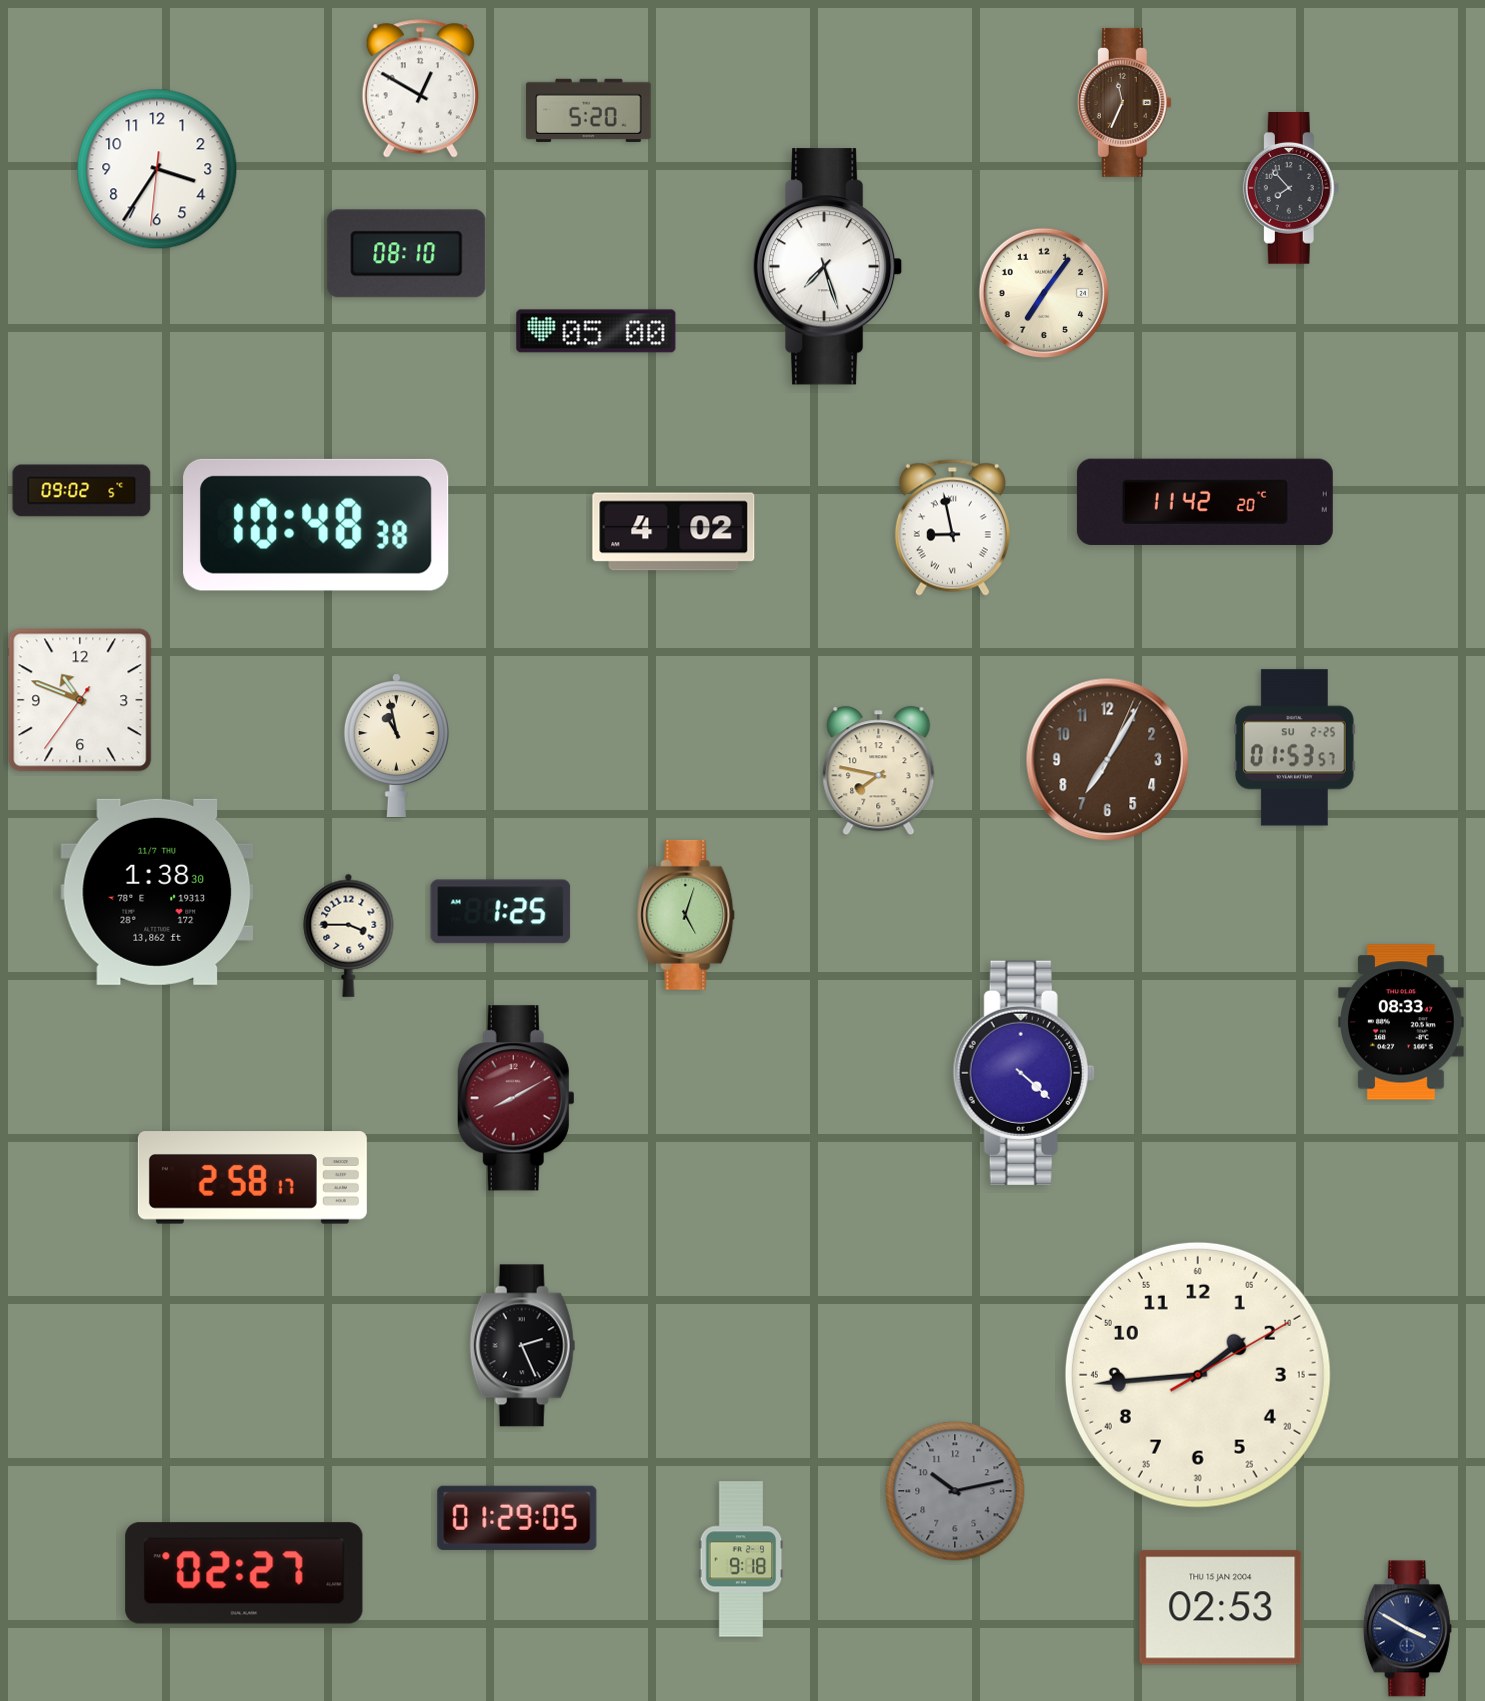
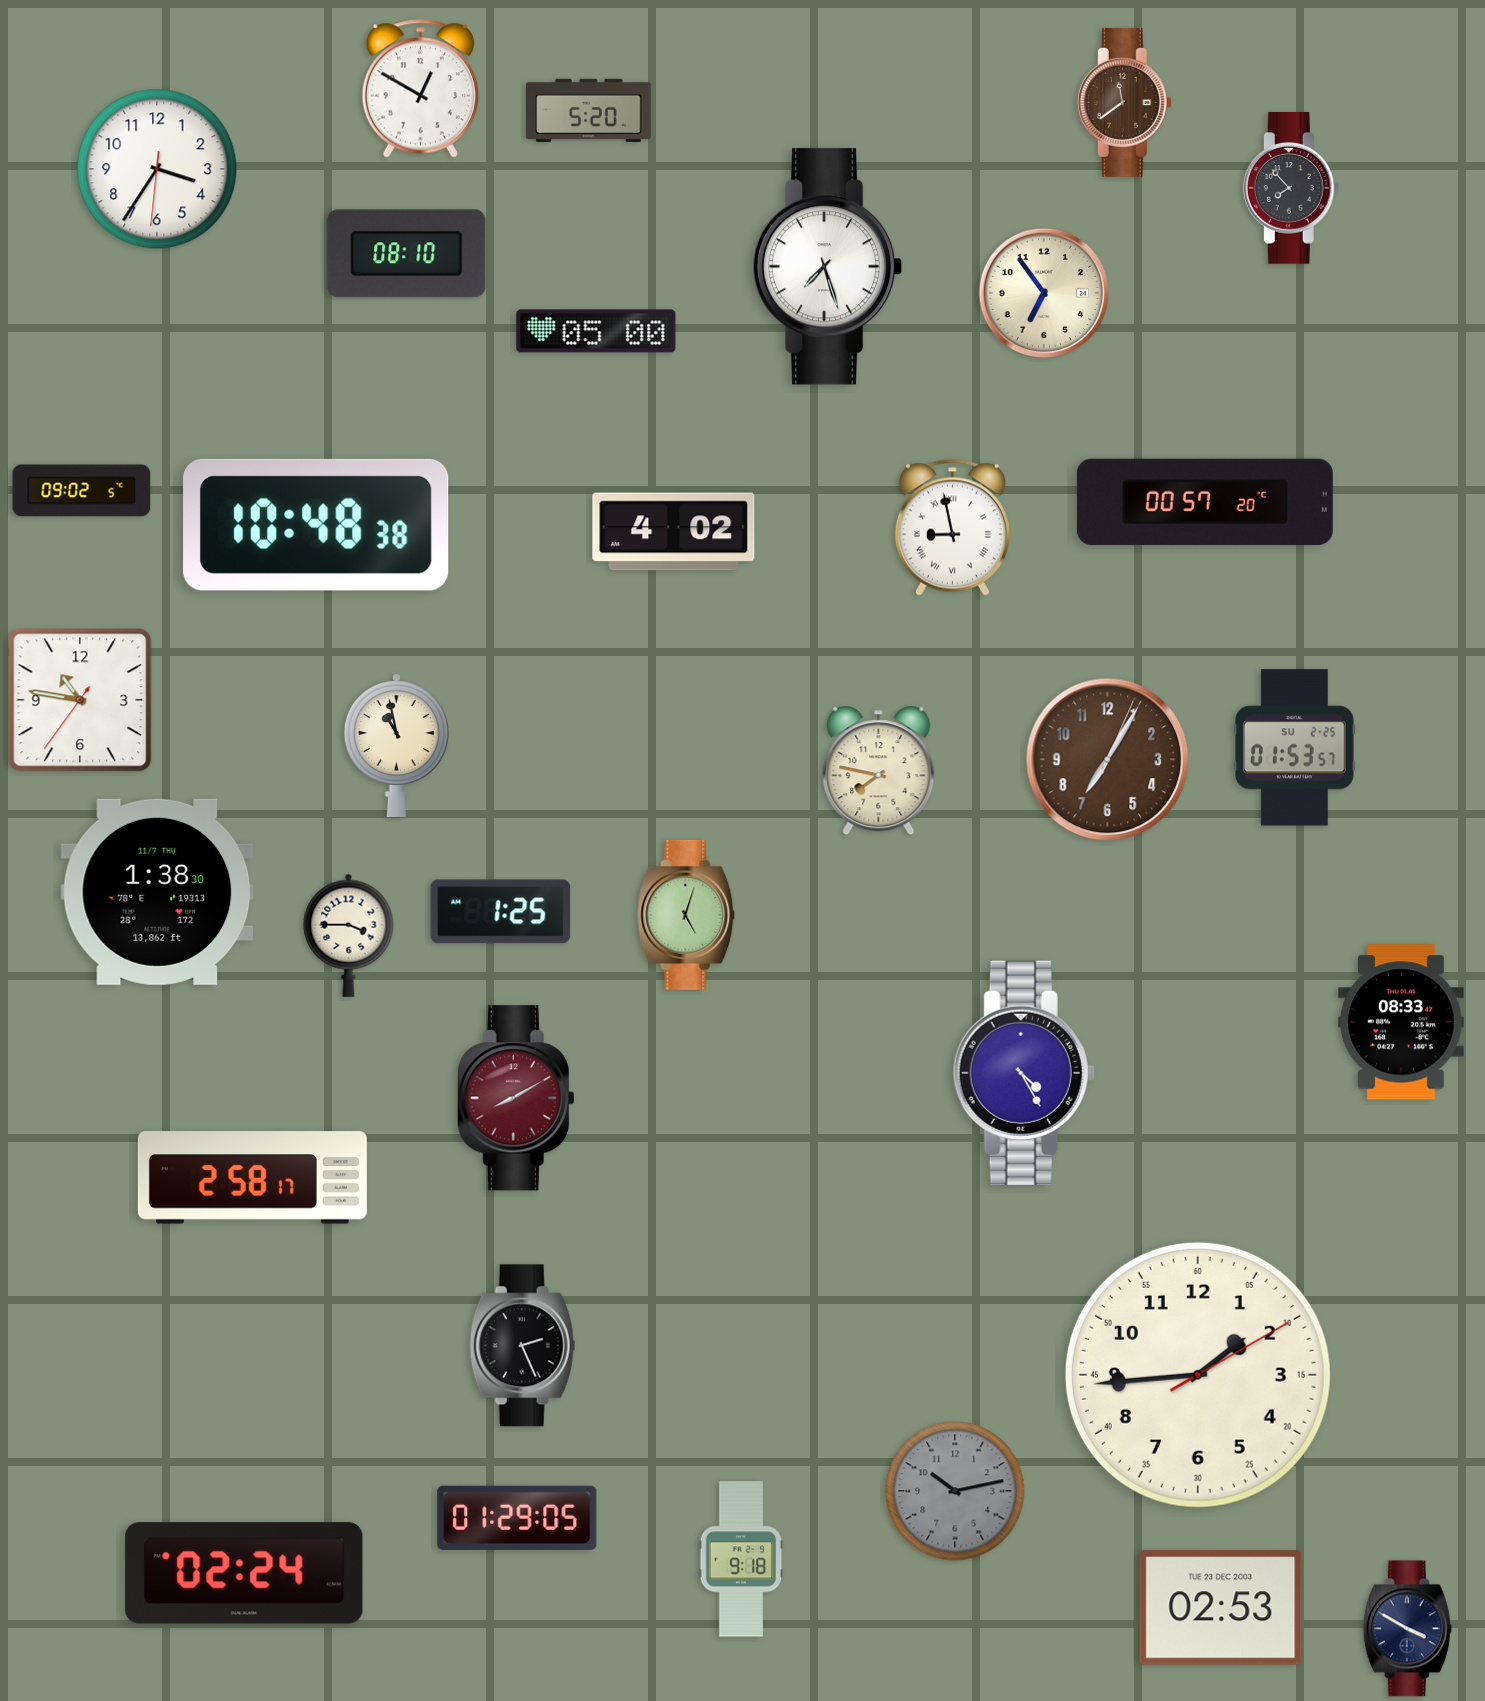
clock at (1124, 102): 11:34 -> 11:39
clock at (1043, 292): 7:06 -> 6:54
clock at (1205, 502): 11:42 -> 00:57
clock at (80, 700): 10:48 -> 10:46
clock at (1024, 1073): 4:22 -> 4:25
clock at (244, 1573): 02:27 -> 02:24
clock at (1221, 1608) date: THU 15 JAN 2004 -> TUE 23 DEC 2003
